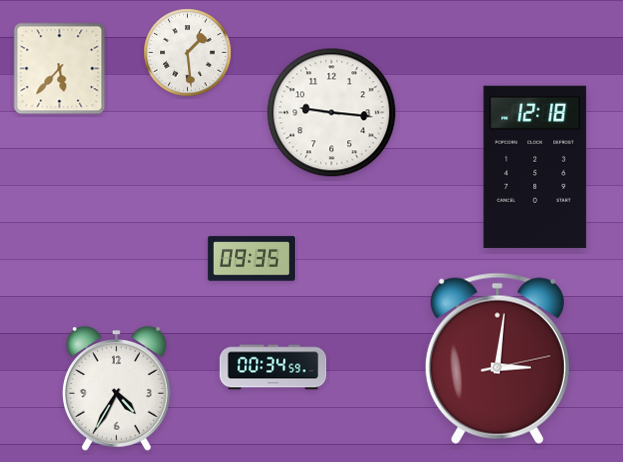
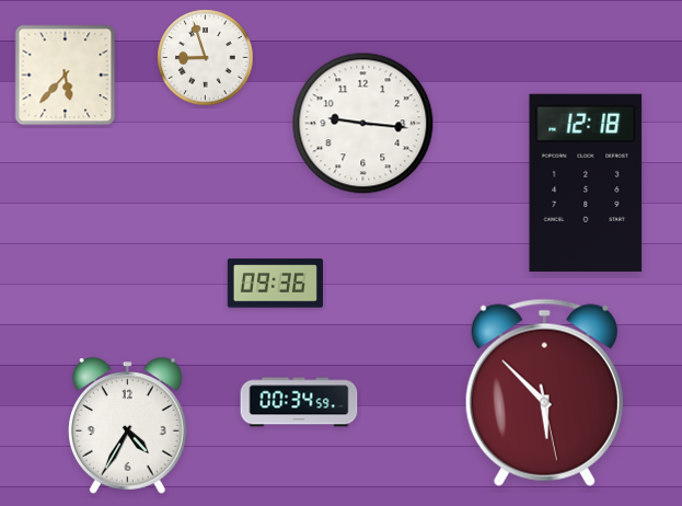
clock at (188, 53): 1:29 -> 8:57
clock at (251, 259): 09:35 -> 09:36
clock at (497, 358): 3:01 -> 5:52
